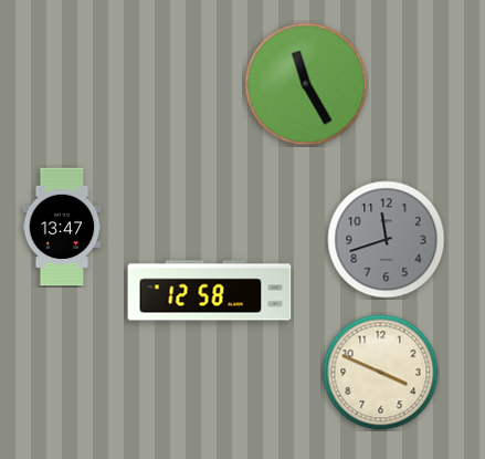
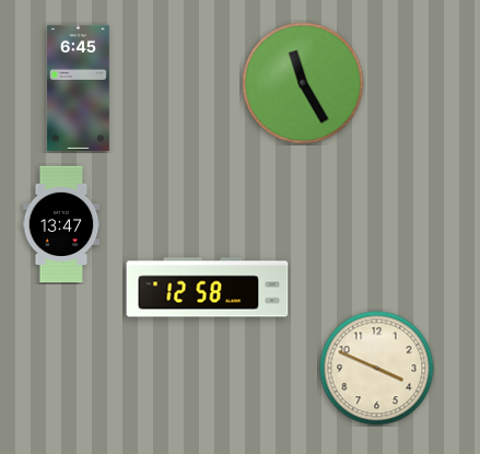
clock at (78, 88): none -> 6:45
clock at (387, 240): 11:42 -> none
